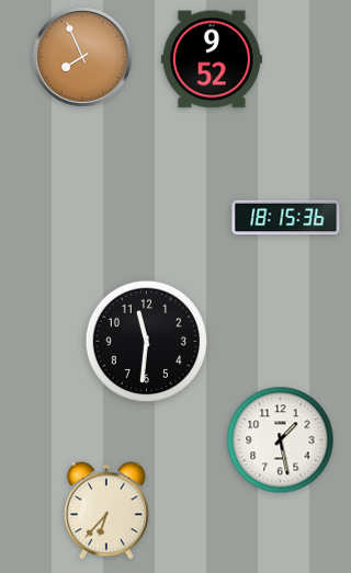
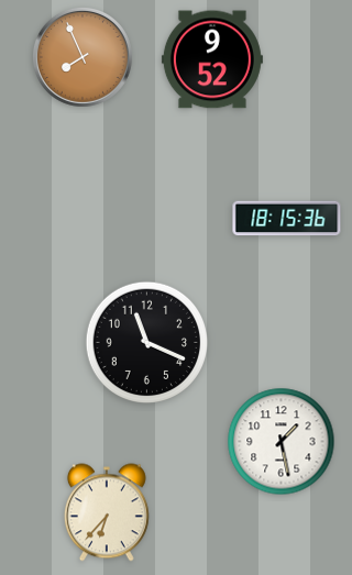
clock at (146, 341): 11:31 -> 11:19
